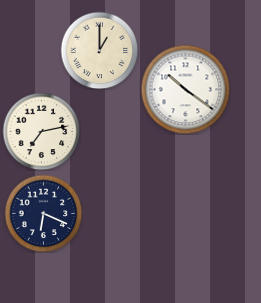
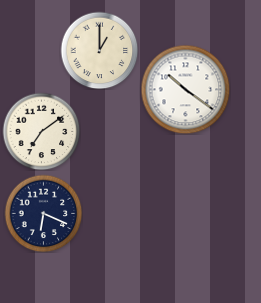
clock at (41, 131): 7:13 -> 7:09
